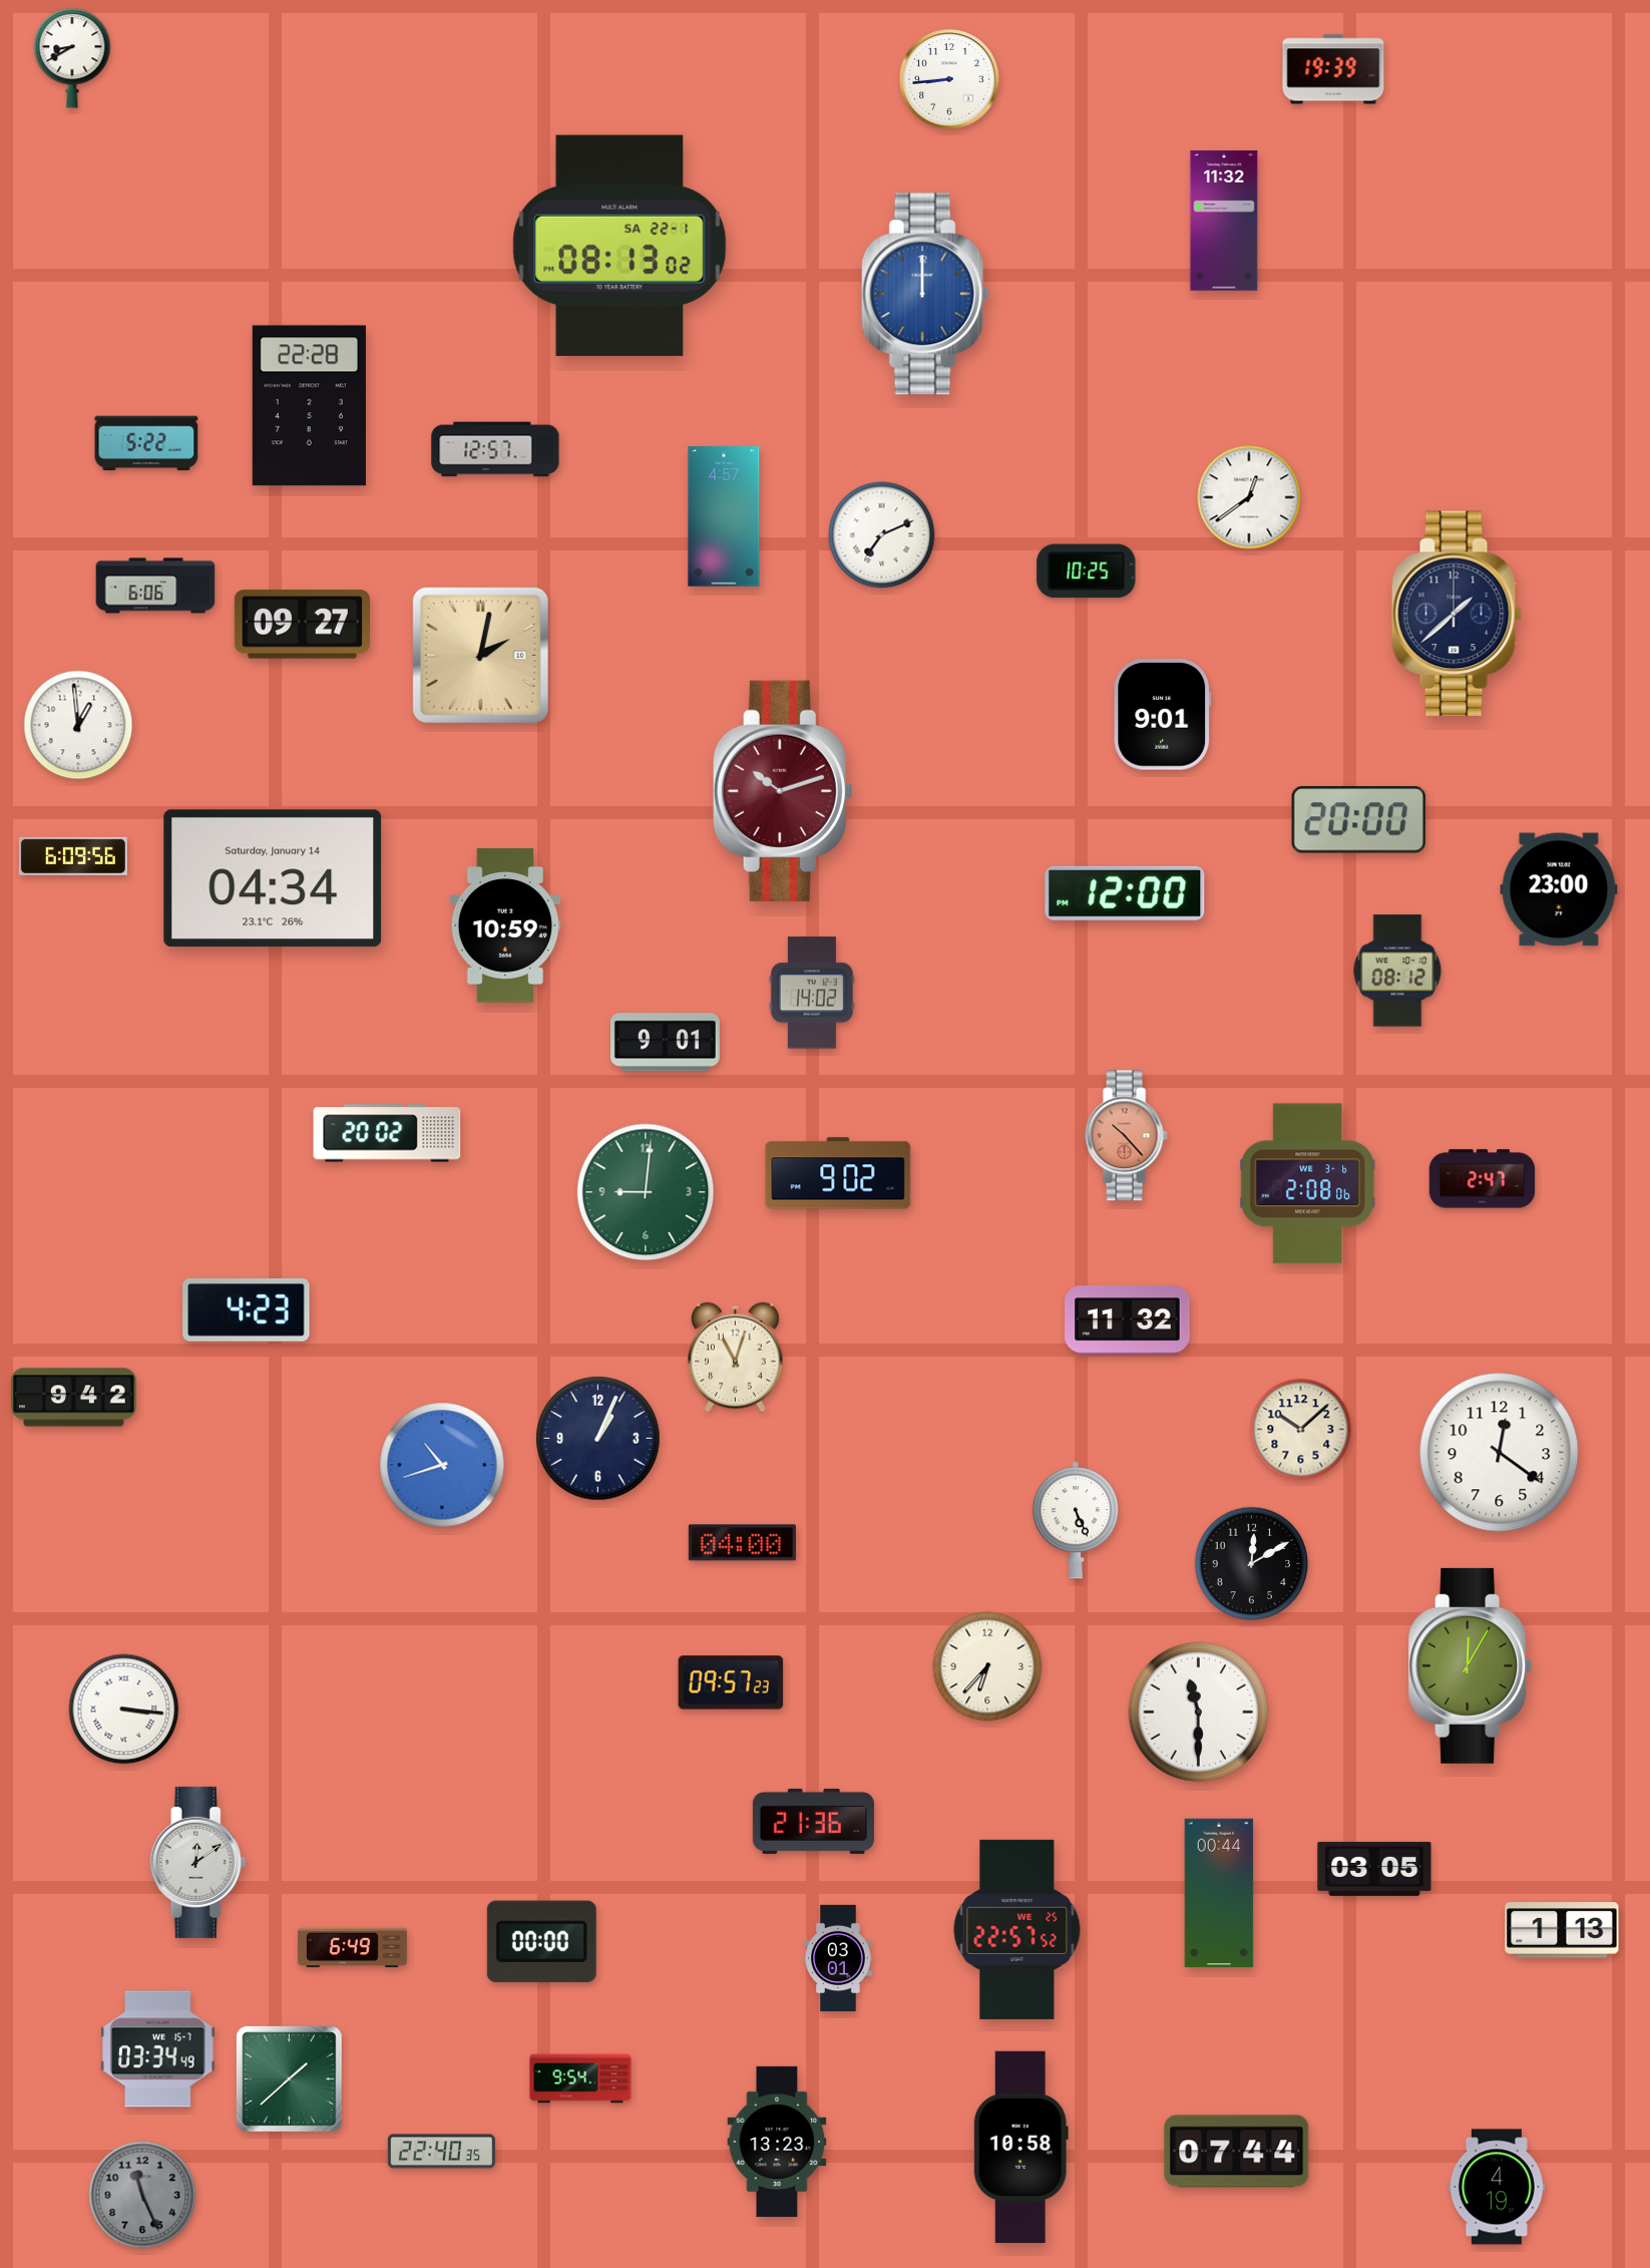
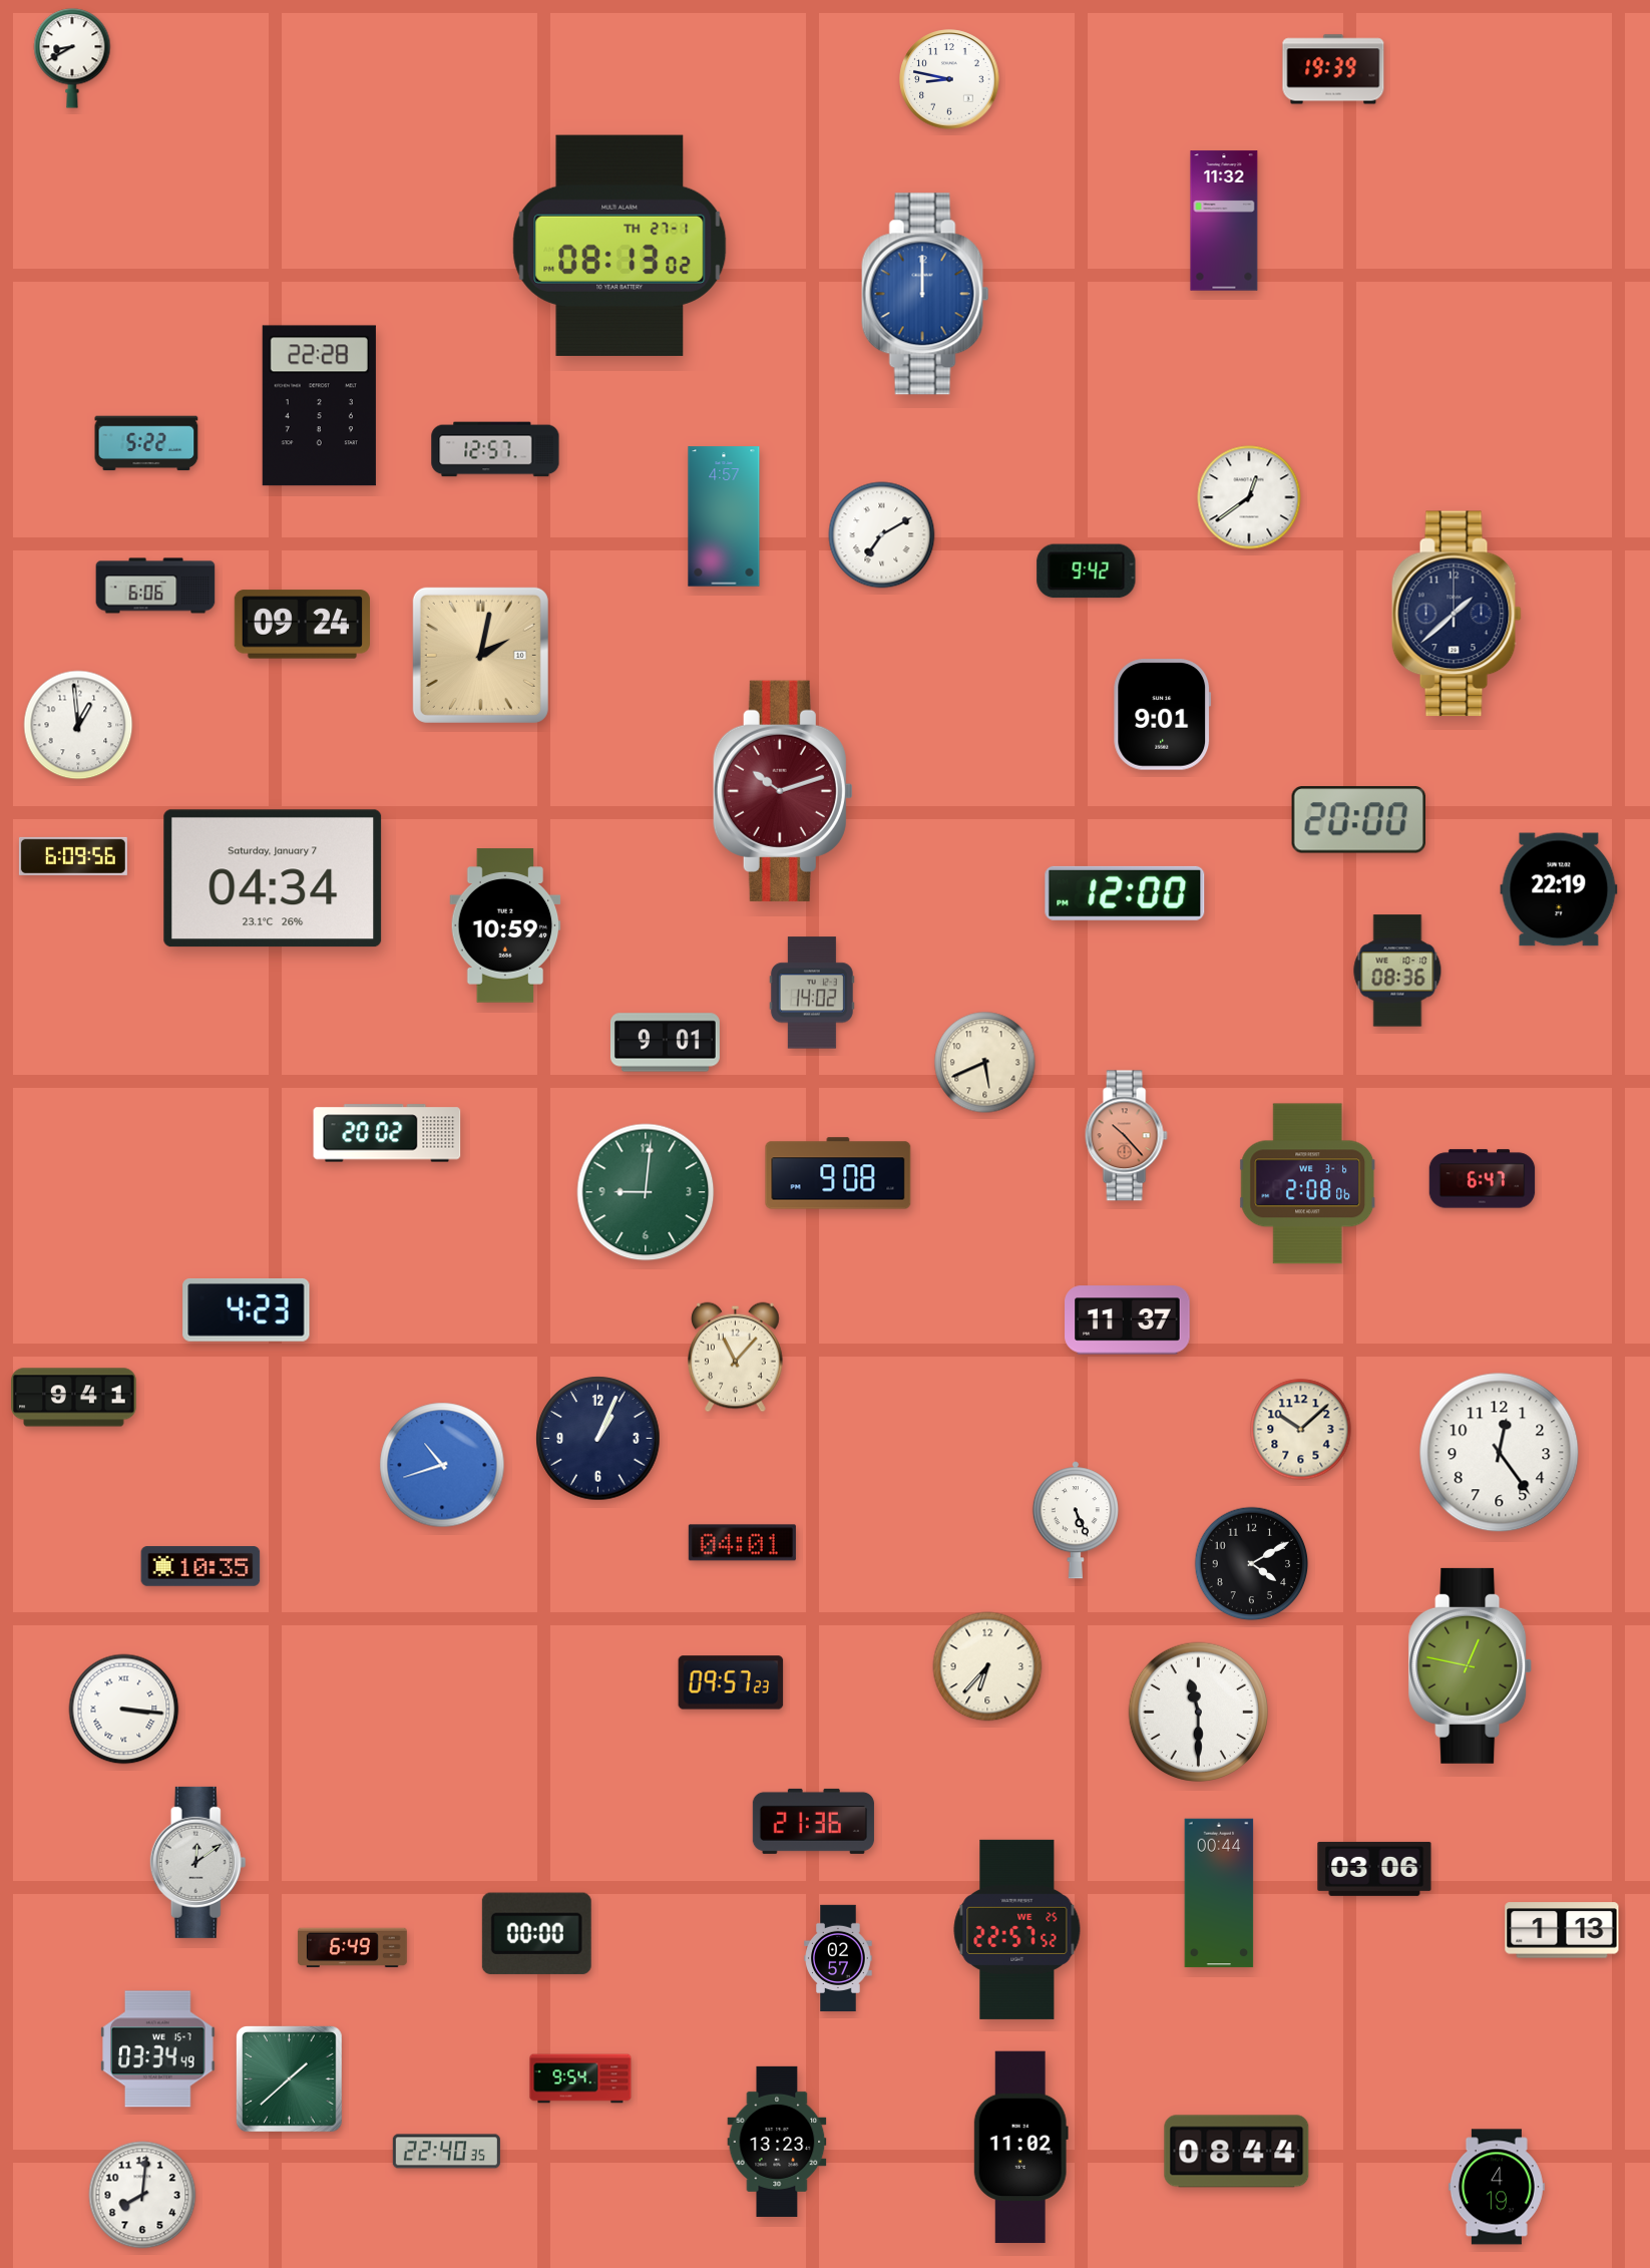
clock at (949, 79): 8:44 -> 8:47
clock at (620, 246) date: SA 22-1 -> TH 27-1
clock at (309, 406) position: (309, 406) -> (319, 406)
clock at (882, 535): 7:11 -> 7:10
clock at (1087, 572): 10:25 -> 9:42
clock at (302, 625): 09:27 -> 09:24
clock at (273, 878) date: Saturday, January 14 -> Saturday, January 7
clock at (1559, 889): 23:00 -> 22:19
clock at (1397, 971): 08:12 -> 08:36
clock at (985, 1063): none -> 5:41
clock at (838, 1173): 9:02 -> 9:08
clock at (1483, 1179): 2:47 -> 6:47
clock at (1128, 1320): 11:32 -> 11:37
clock at (736, 1358): 11:03 -> 11:07
clock at (74, 1398): 9:42 -> 9:41
clock at (1500, 1453): 12:21 -> 12:24
clock at (742, 1543): 04:00 -> 04:01
clock at (1252, 1564): 12:10 -> 4:10
clock at (200, 1566): none -> 10:35
clock at (1471, 1665): 12:05 -> 12:47
clock at (1374, 1869): 03:05 -> 03:06
clock at (541, 1941) position: (541, 1941) -> (536, 1933)
clock at (838, 1958): 03:01 -> 02:57
clock at (1020, 2148): 10:58 -> 11:02
clock at (441, 2152) position: (441, 2152) -> (446, 2152)
clock at (1237, 2152): 07:44 -> 08:44
clock at (142, 2195): 11:26 -> 8:01
clock at (142, 2195) dial: grey -> white
